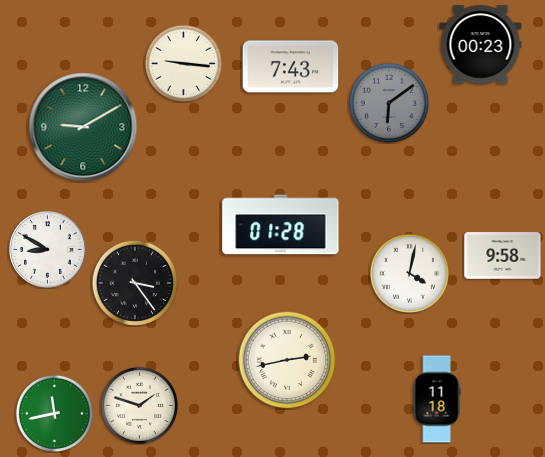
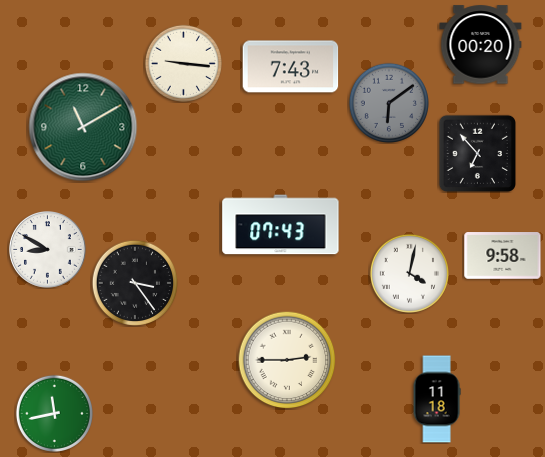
clock at (481, 45): 00:23 -> 00:20
clock at (83, 127): 9:10 -> 11:10
clock at (477, 153): none -> 6:53
clock at (281, 225): 01:28 -> 07:43
clock at (287, 360): 2:43 -> 2:45
clock at (139, 405): 1:48 -> none
